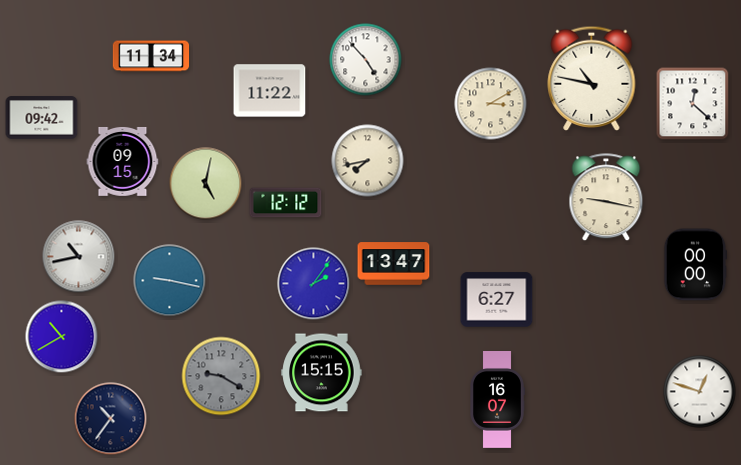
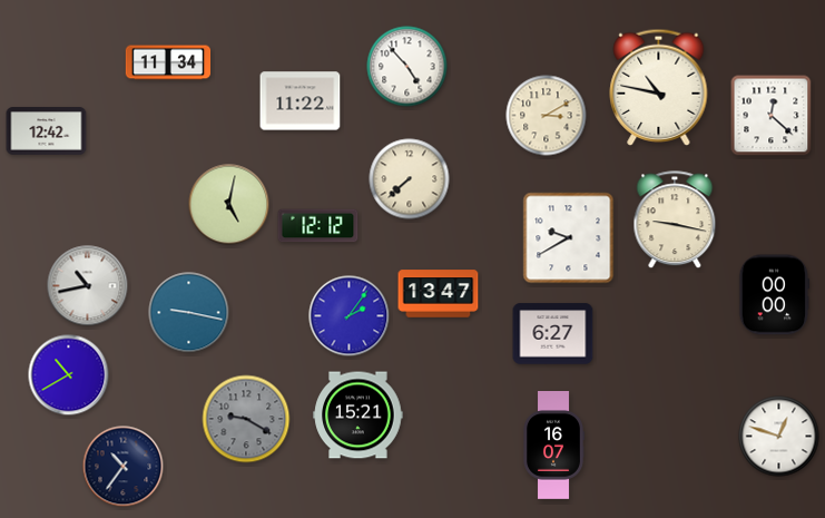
clock at (42, 118): 09:42 -> 12:42
clock at (123, 161): 09:15 -> none
clock at (368, 161): 7:43 -> 7:38
clock at (569, 238): none -> 9:40
clock at (322, 373): 15:15 -> 15:21
